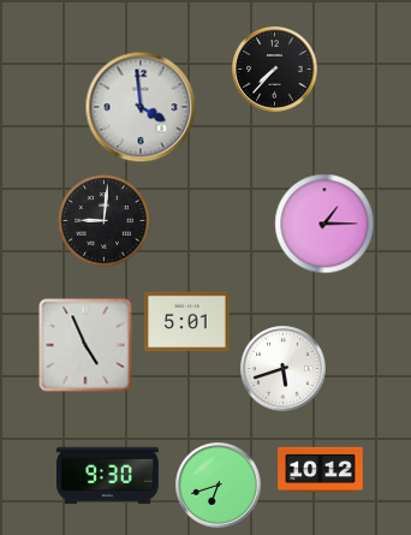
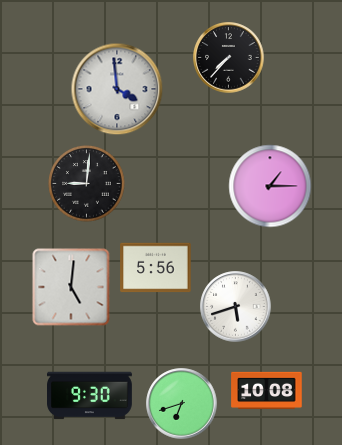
clock at (187, 322): 5:01 -> 5:56
clock at (85, 345): 4:56 -> 5:01
clock at (321, 470): 10:12 -> 10:08
